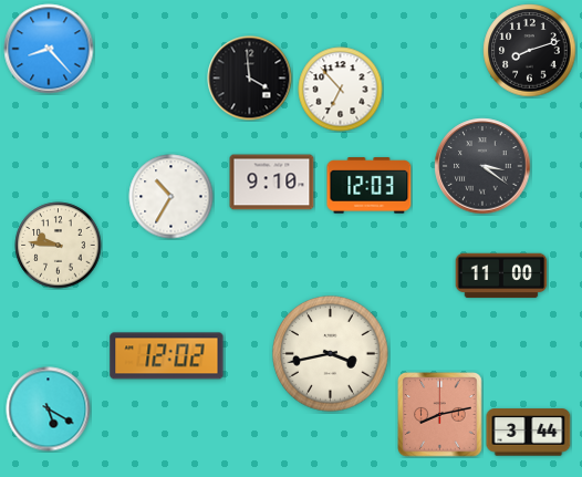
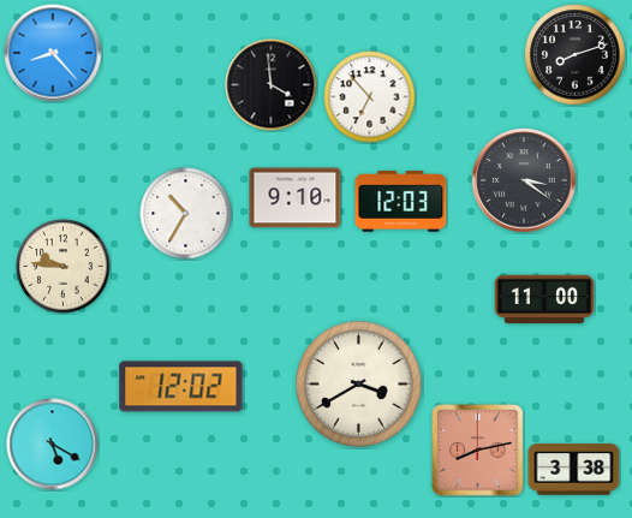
clock at (331, 354): 3:43 -> 3:40
clock at (529, 433): 3:44 -> 3:38
